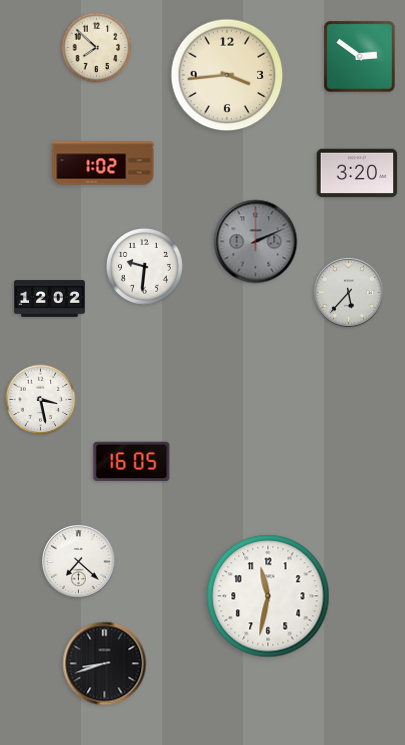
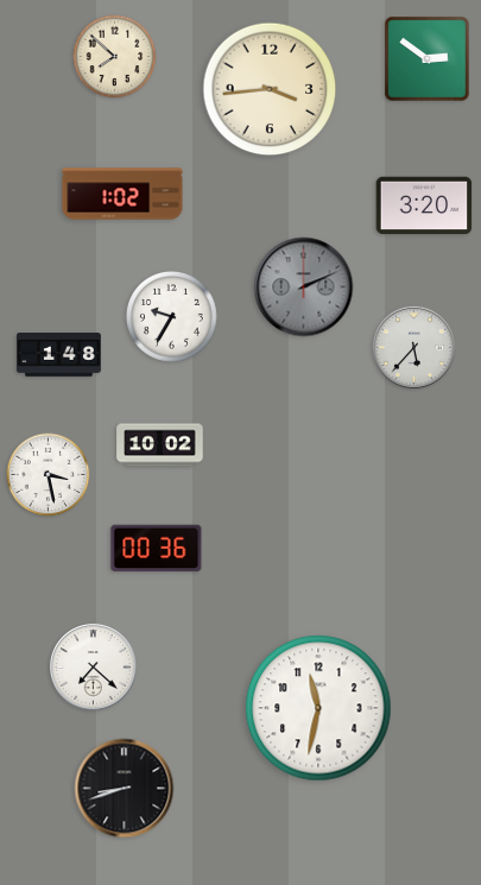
clock at (360, 57) position: (360, 57) -> (428, 59)
clock at (145, 267): 9:31 -> 9:35
clock at (50, 299): 12:02 -> 1:48
clock at (160, 445): none -> 10:02
clock at (132, 462): 16:05 -> 00:36
